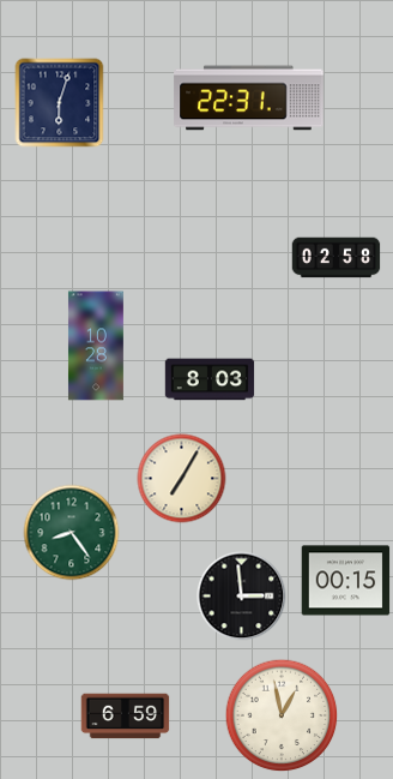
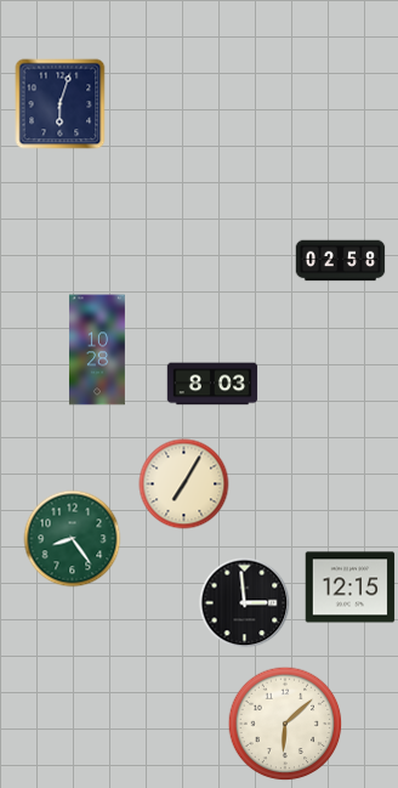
clock at (249, 98): 22:31 -> none
clock at (346, 581): 00:15 -> 12:15
clock at (282, 715): 12:58 -> 6:08
clock at (126, 717): 6:59 -> none
